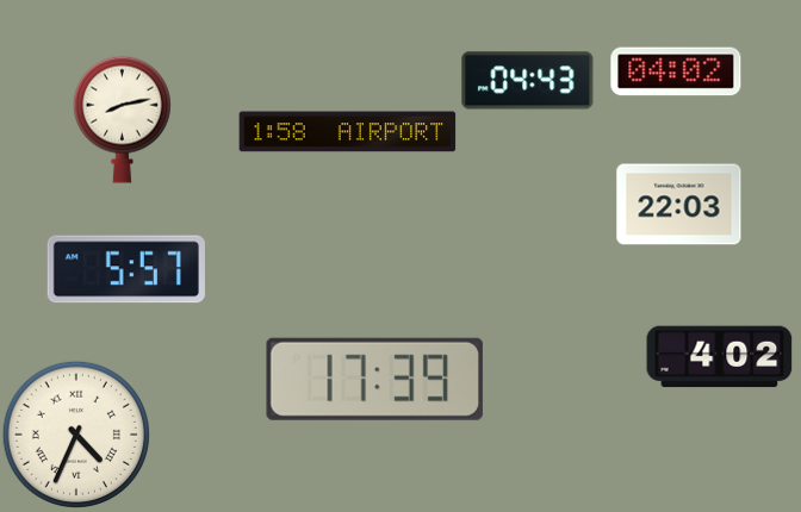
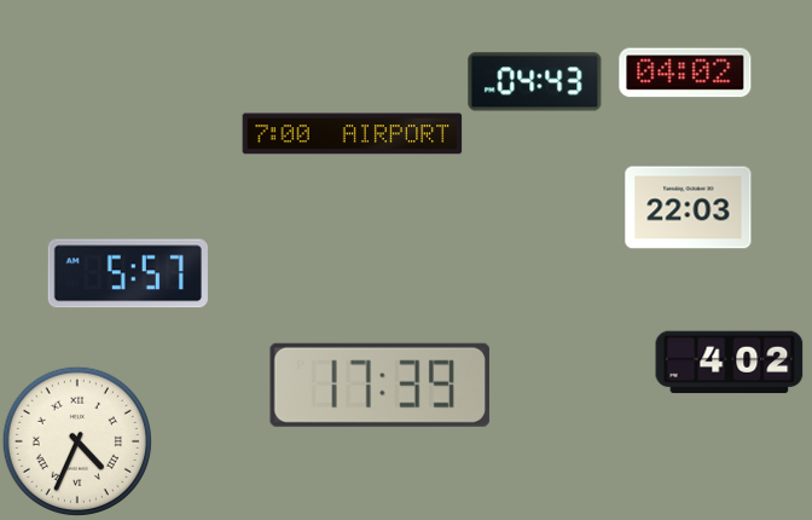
clock at (122, 119): 8:13 -> none
clock at (348, 132): 1:58 -> 7:00
